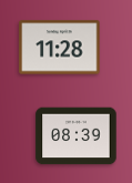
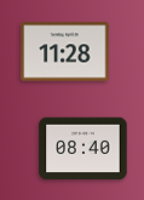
clock at (77, 136): 08:39 -> 08:40
